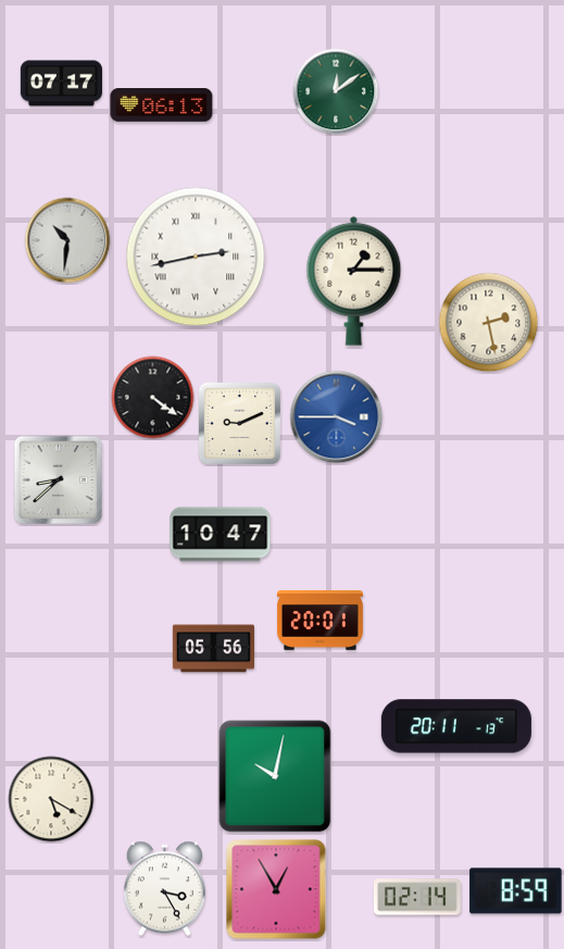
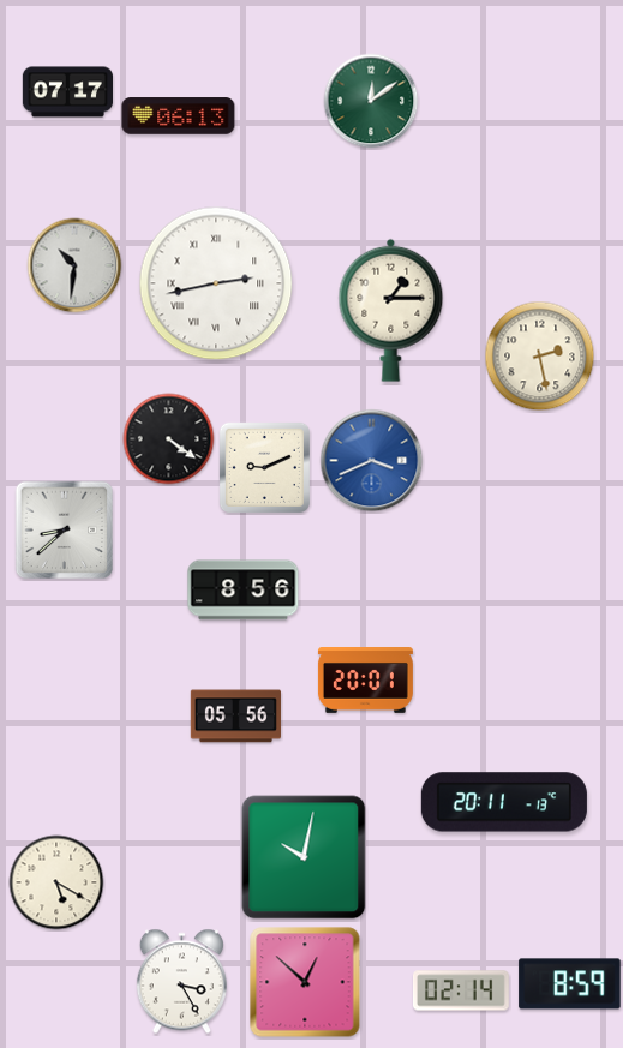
clock at (337, 417): 3:45 -> 3:41
clock at (221, 535): 10:47 -> 8:56
clock at (319, 621) position: (319, 621) -> (365, 681)
clock at (276, 889): 12:55 -> 12:52
